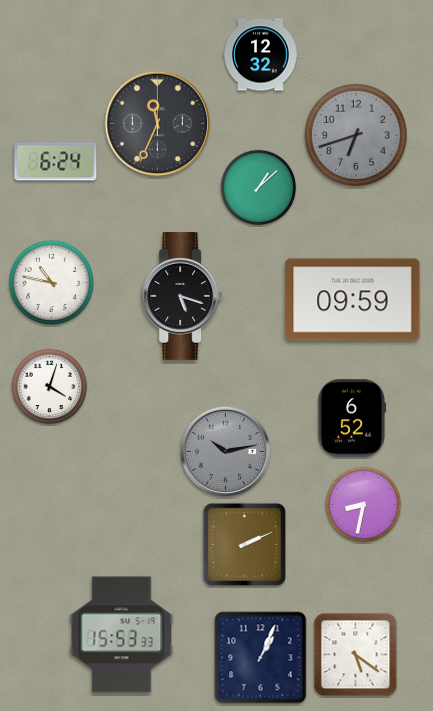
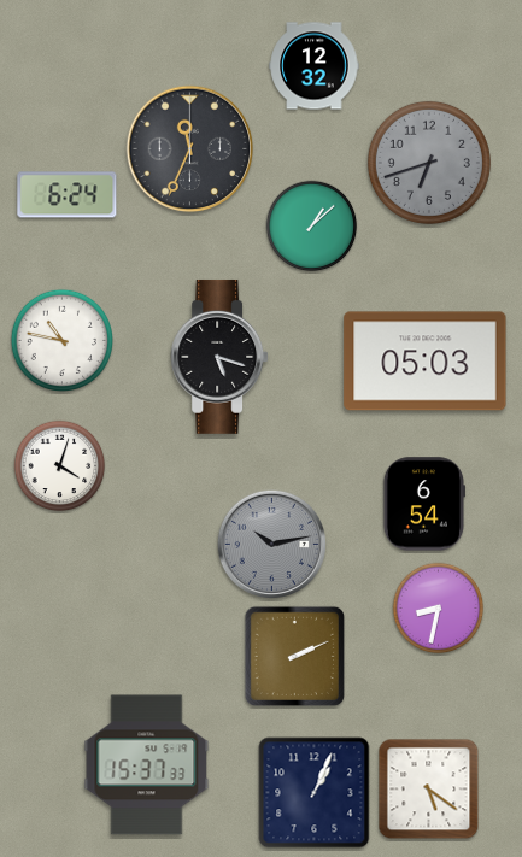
clock at (353, 300): 09:59 -> 05:03
clock at (351, 418): 6:52 -> 6:54
clock at (122, 635): 15:53 -> 15:37
